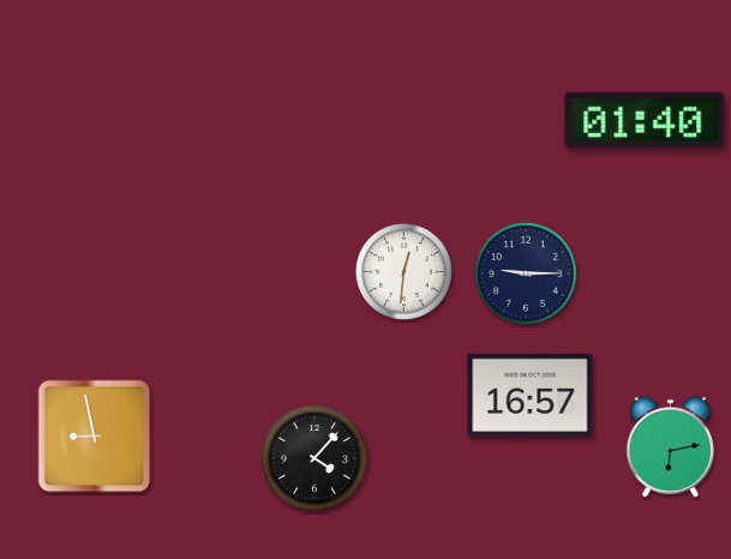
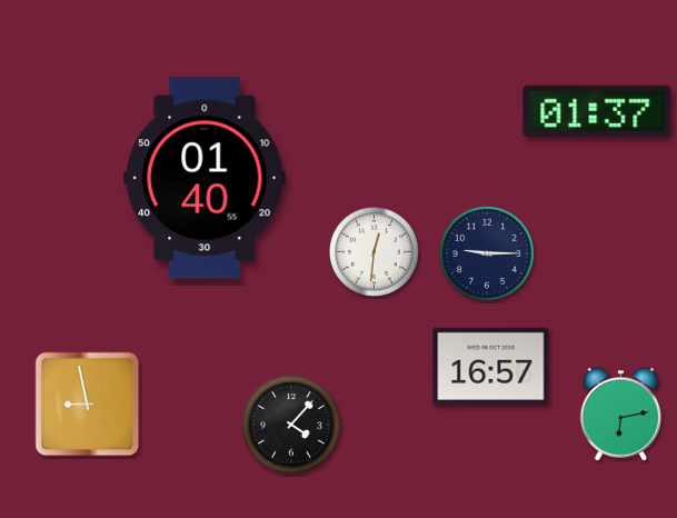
clock at (645, 120): 01:40 -> 01:37
clock at (205, 178): none -> 01:40
